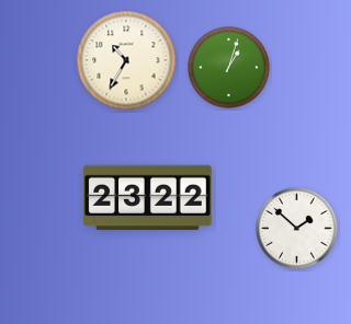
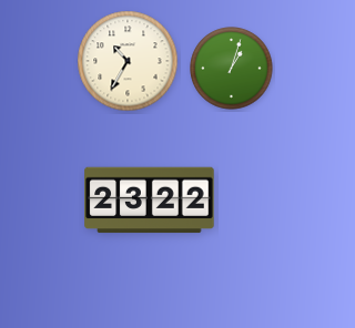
clock at (297, 229): 1:52 -> none
